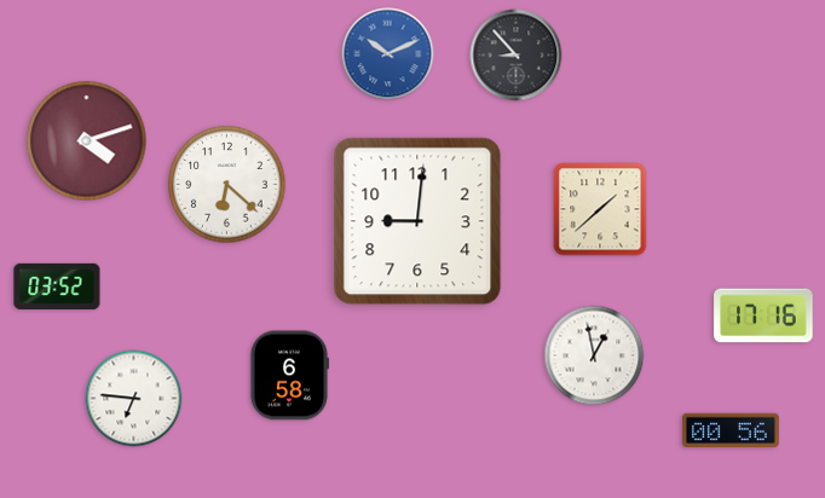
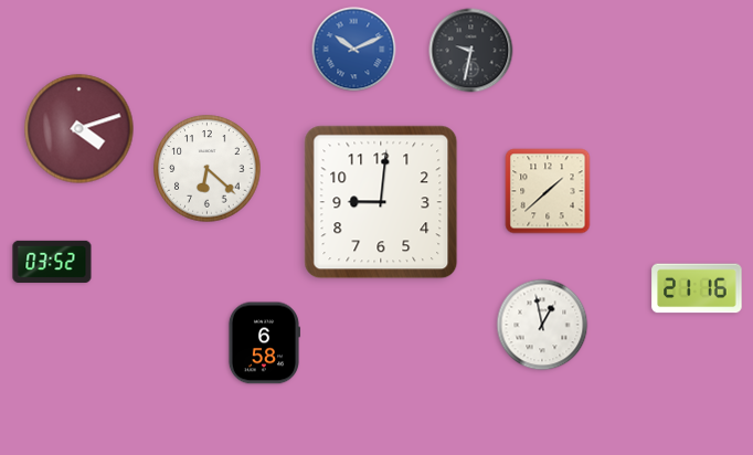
clock at (517, 56): 8:53 -> 9:32
clock at (763, 315): 17:16 -> 21:16
clock at (134, 399): 6:46 -> none
clock at (731, 430): 00:56 -> none
